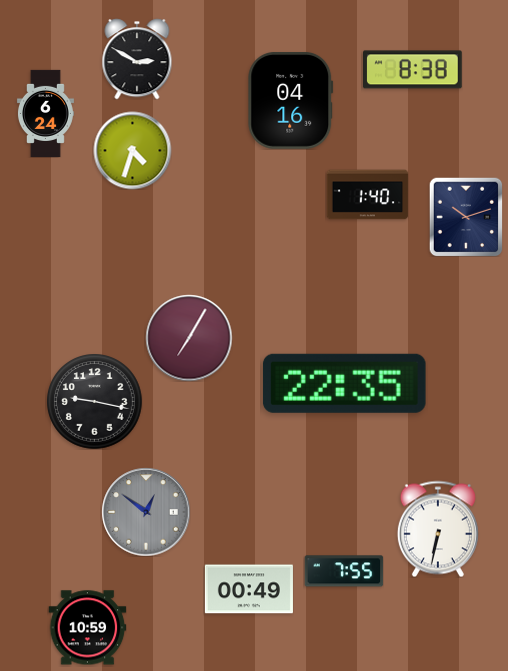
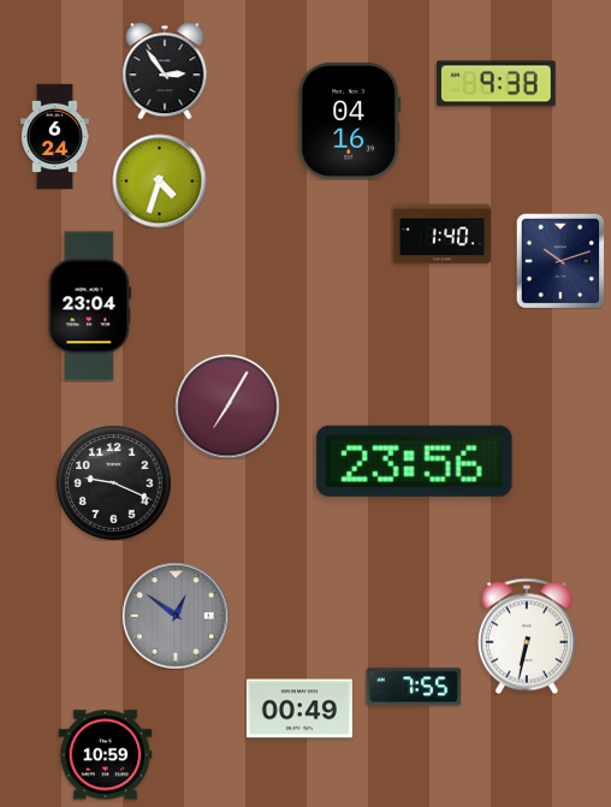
clock at (137, 59): 2:50 -> 2:54
clock at (413, 70): 8:38 -> 9:38
clock at (90, 307): none -> 23:04
clock at (344, 383): 22:35 -> 23:56
clock at (94, 401): 9:17 -> 9:19
